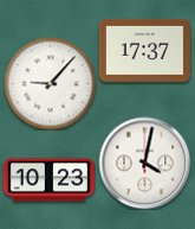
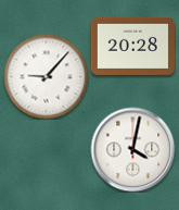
clock at (144, 50): 17:37 -> 20:28
clock at (48, 180): 10:23 -> none
